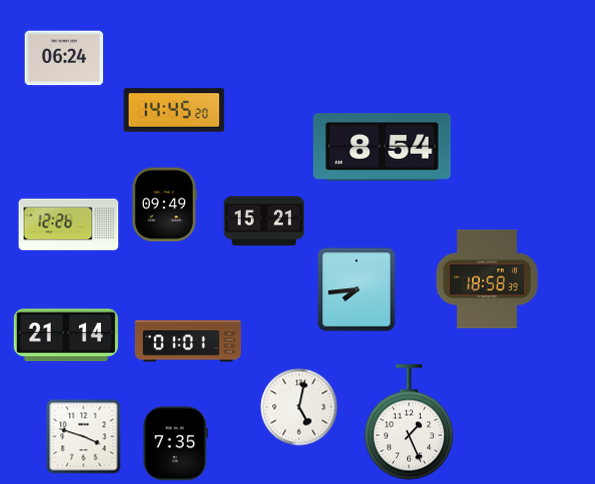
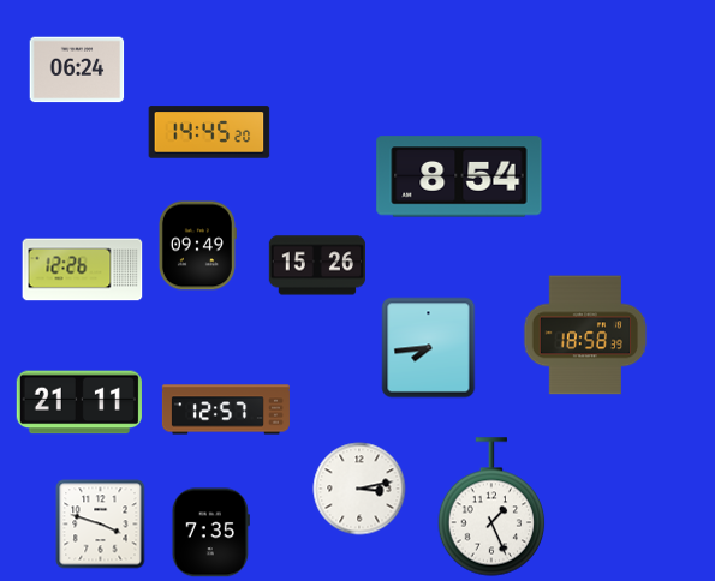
clock at (263, 221): 15:21 -> 15:26
clock at (66, 335): 21:14 -> 21:11
clock at (188, 341): 01:01 -> 12:57
clock at (299, 407): 5:02 -> 3:13
